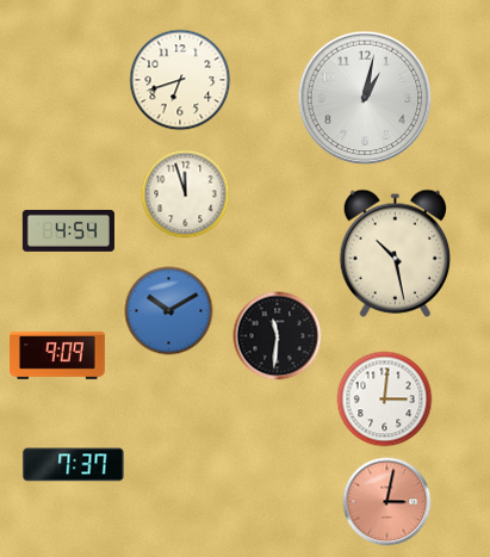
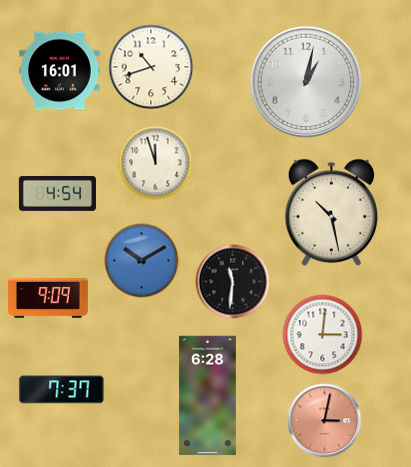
clock at (180, 80): 6:42 -> 10:42
clock at (60, 71): none -> 16:01
clock at (207, 396): none -> 6:28
